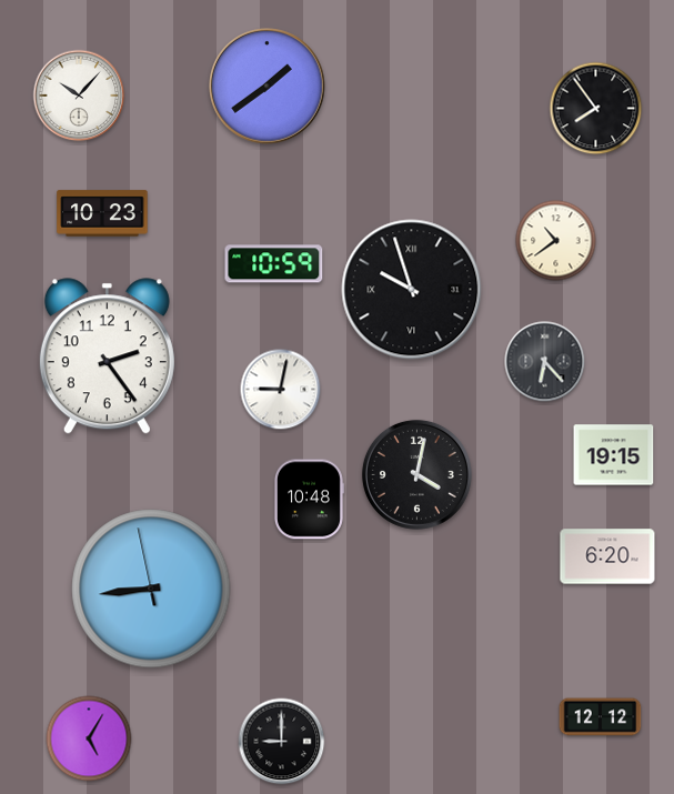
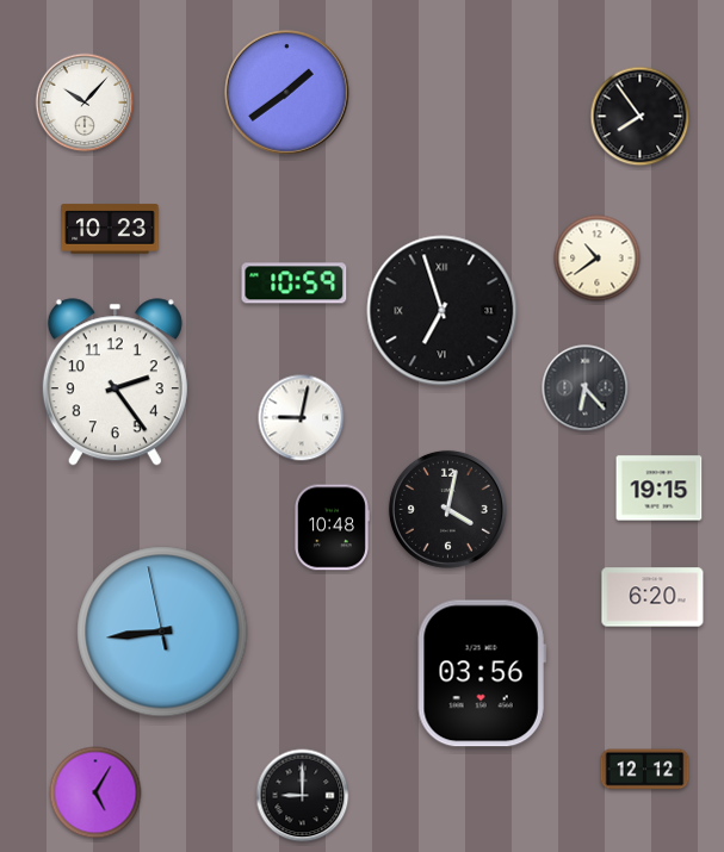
clock at (412, 290): 9:57 -> 6:57
clock at (309, 500) position: (309, 500) -> (332, 528)
clock at (482, 673): none -> 03:56
